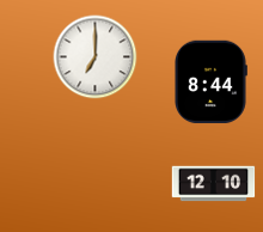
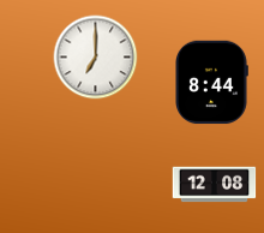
clock at (214, 184): 12:10 -> 12:08
